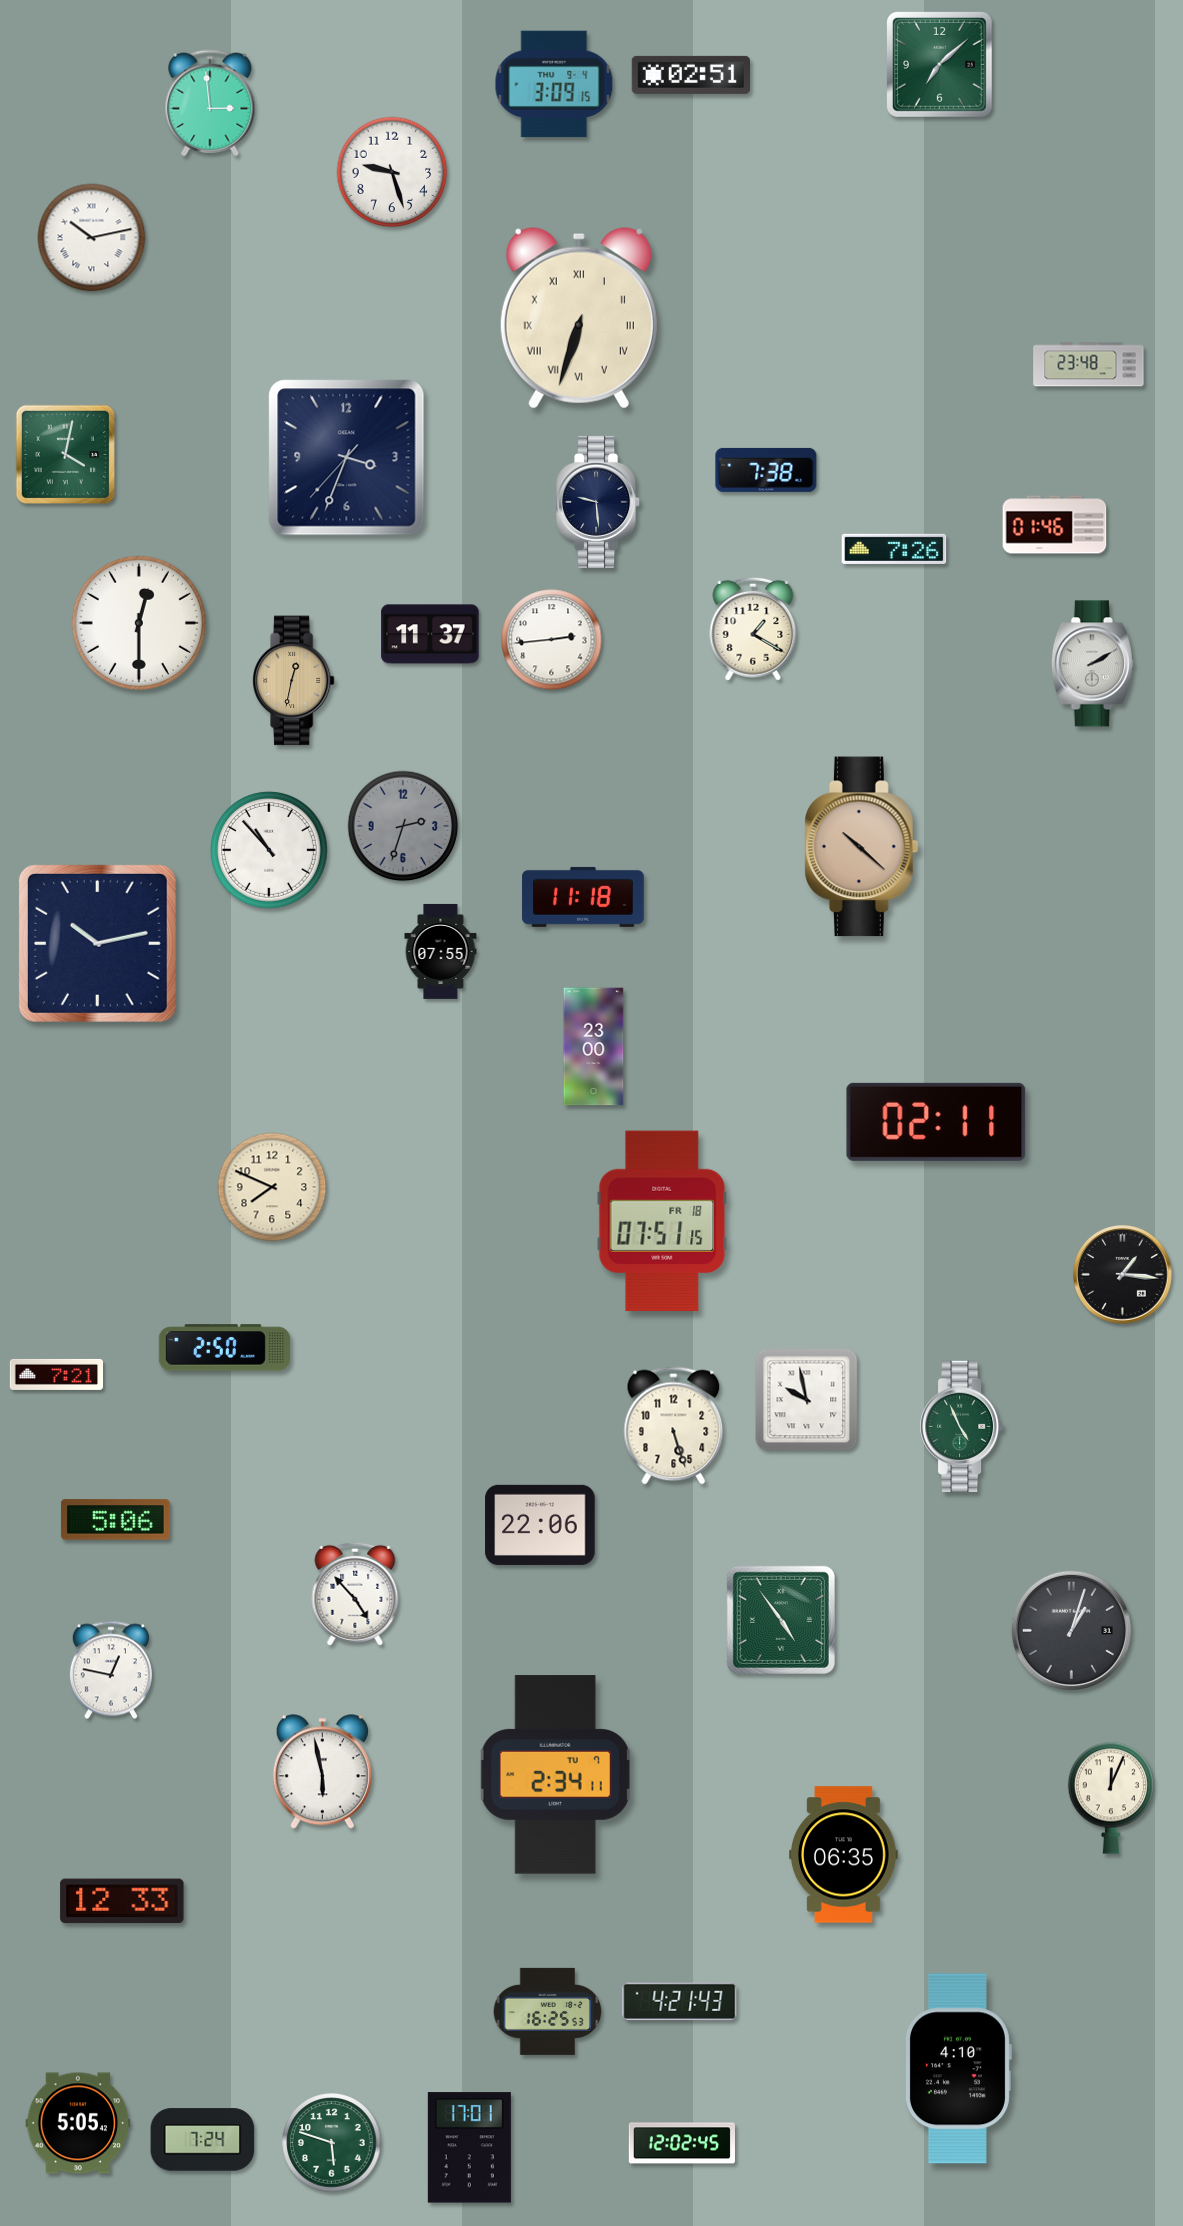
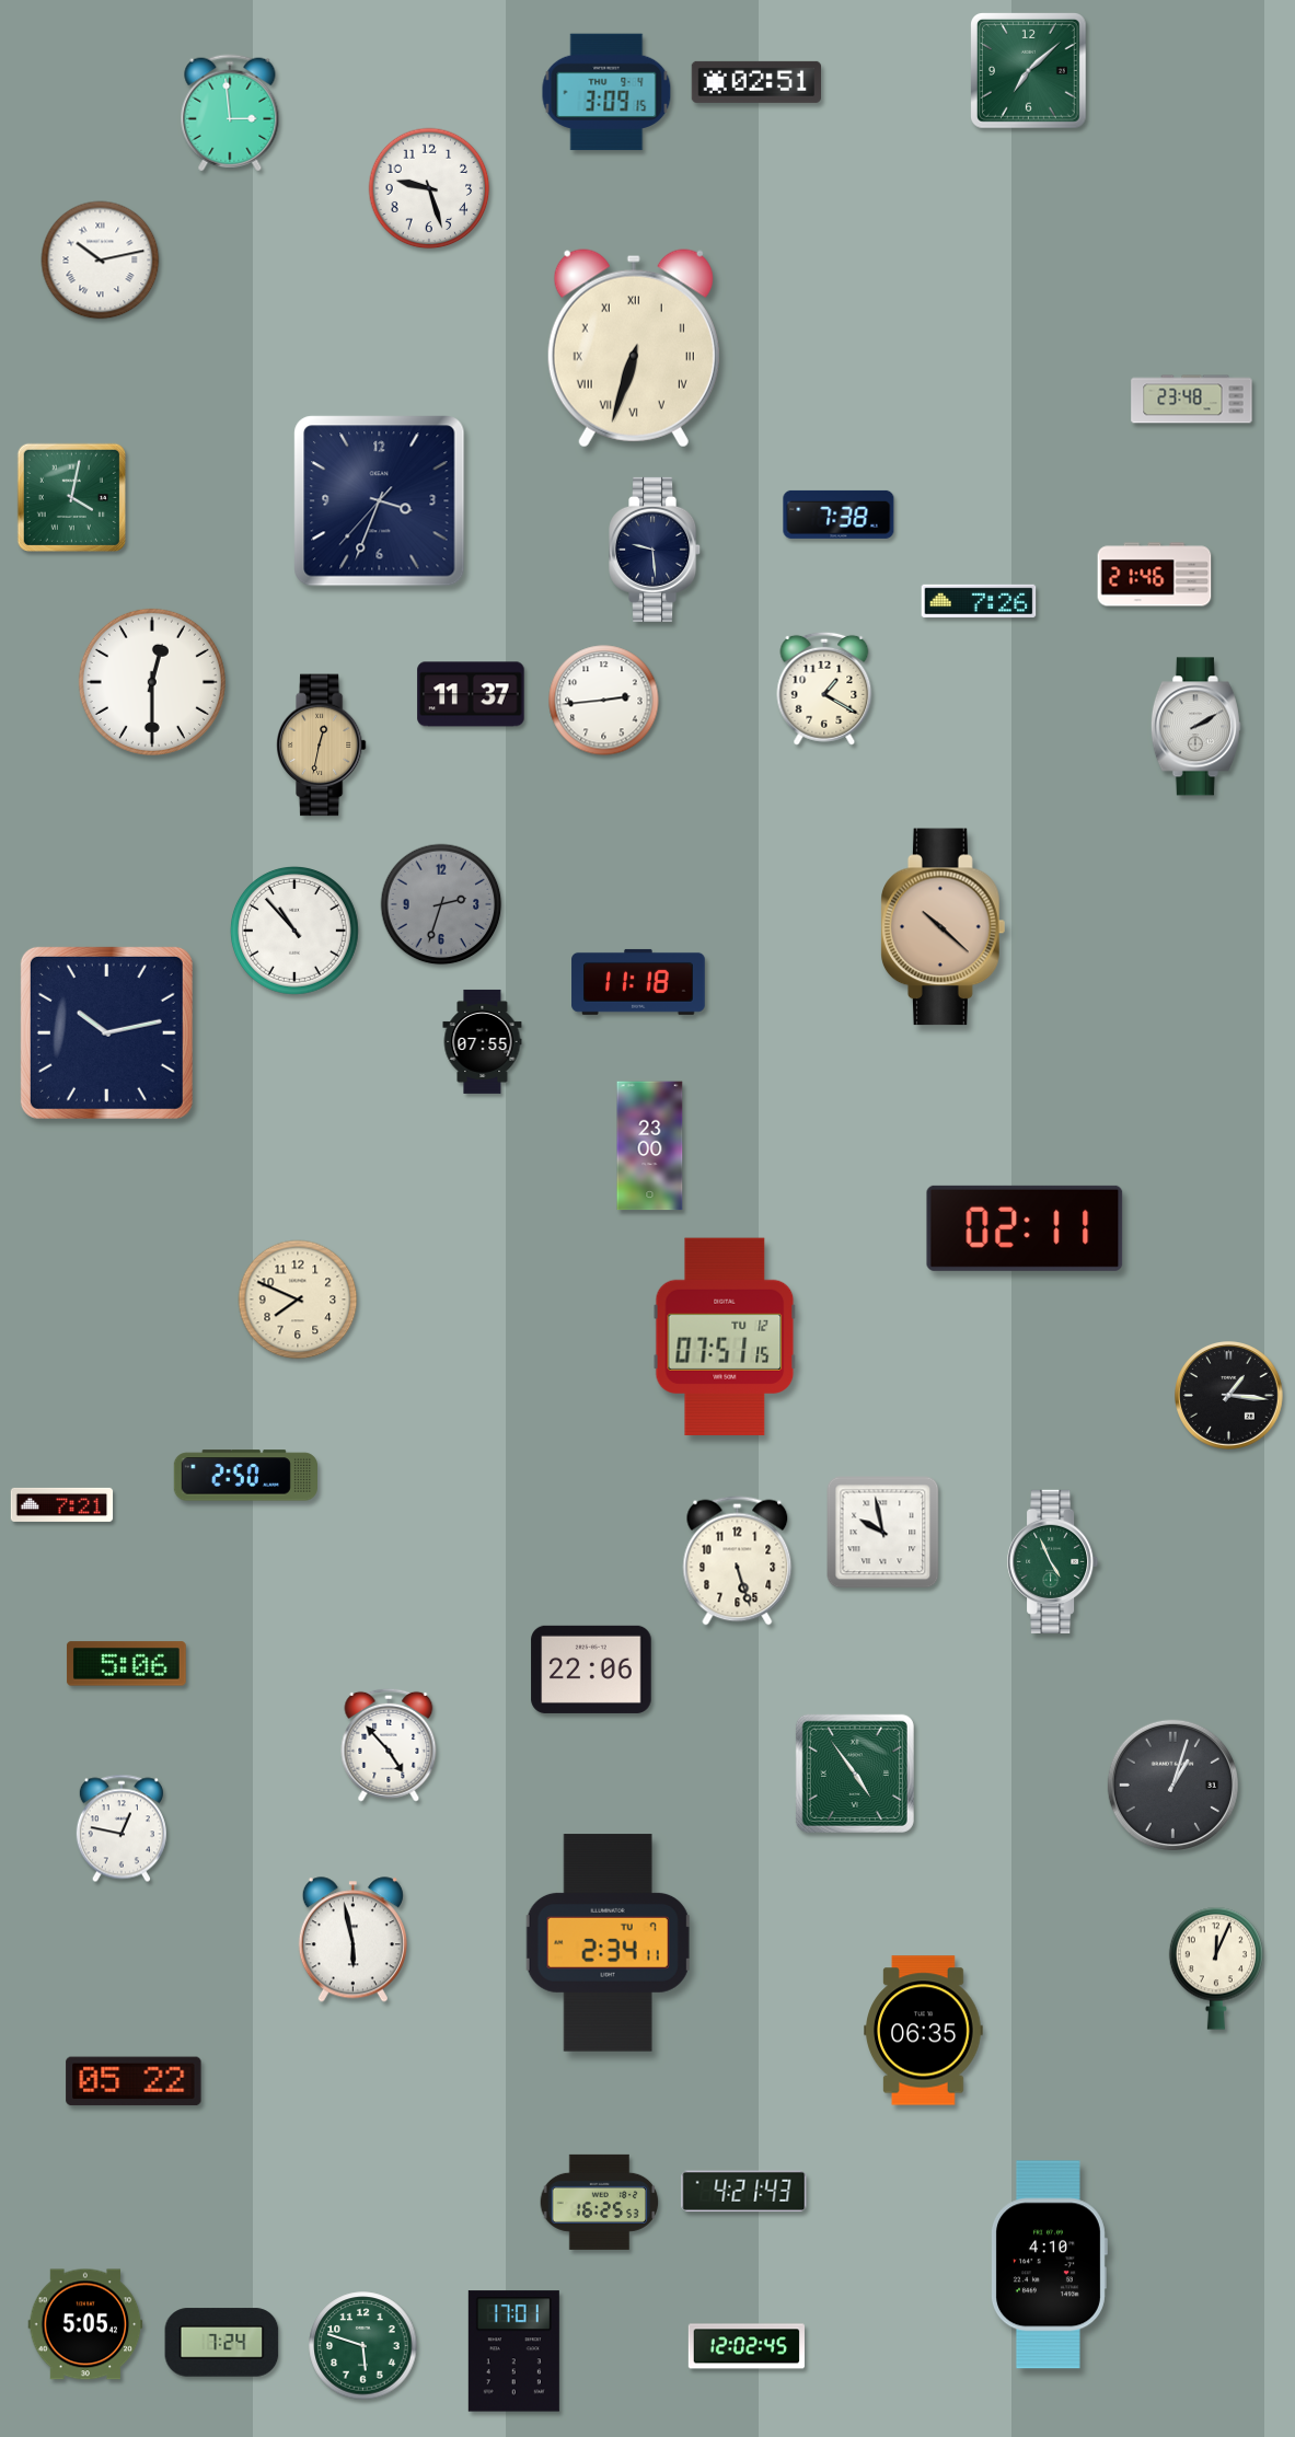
clock at (1055, 525): 01:46 -> 21:46
clock at (662, 1221) date: FR 18 -> TU 12
clock at (122, 1901): 12:33 -> 05:22
